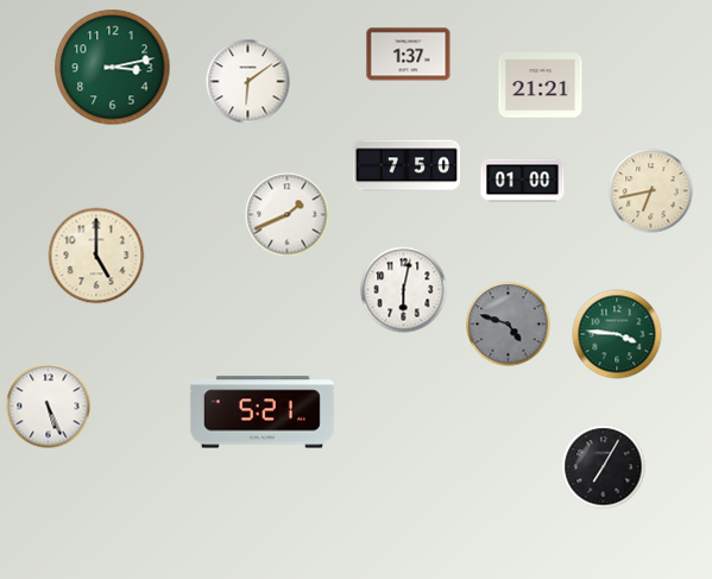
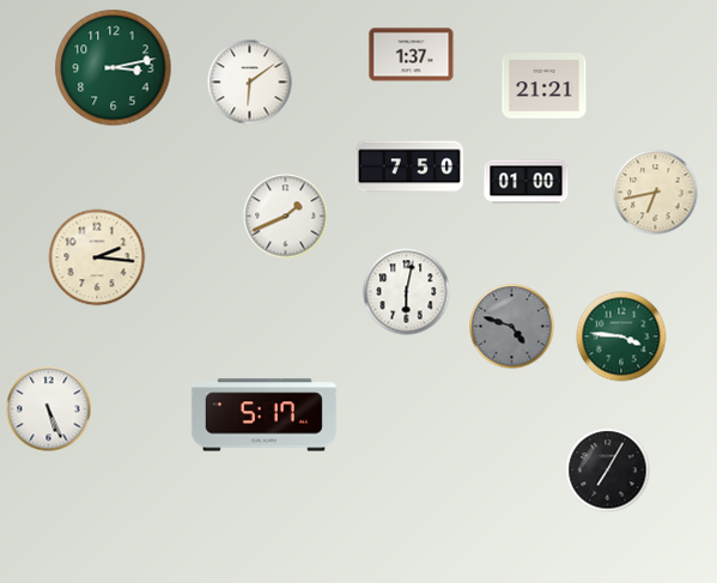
clock at (288, 215) position: (288, 215) -> (286, 217)
clock at (96, 256): 5:00 -> 2:16
clock at (262, 413): 5:21 -> 5:17
